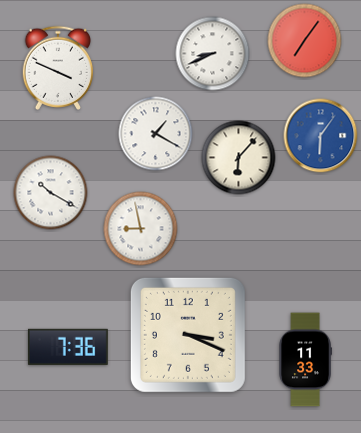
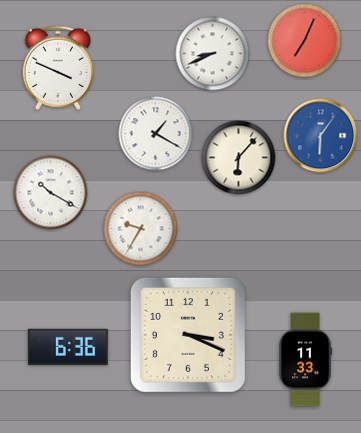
clock at (305, 41): 7:06 -> 7:04
clock at (141, 229): 8:58 -> 9:35
clock at (68, 347): 7:36 -> 6:36
